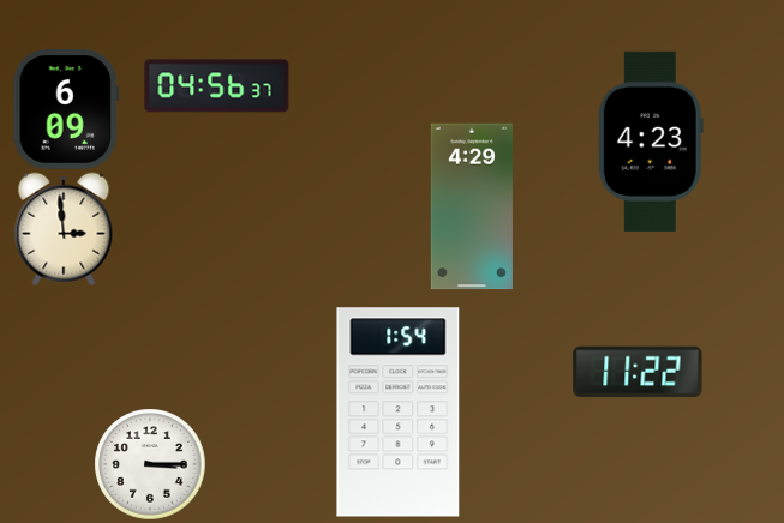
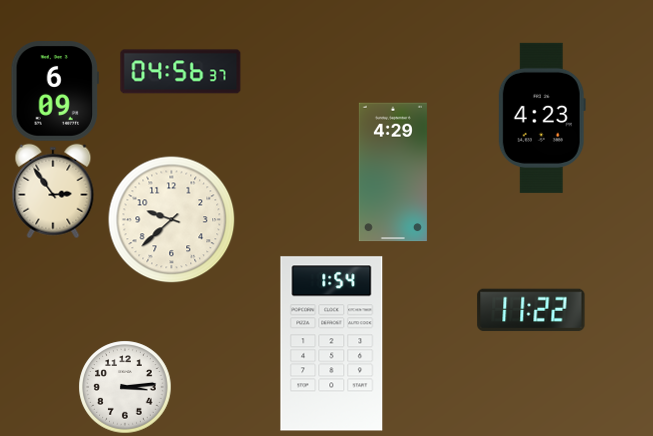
clock at (64, 229): 2:59 -> 2:54
clock at (171, 219): none -> 9:38
clock at (150, 464): 3:15 -> 3:14
